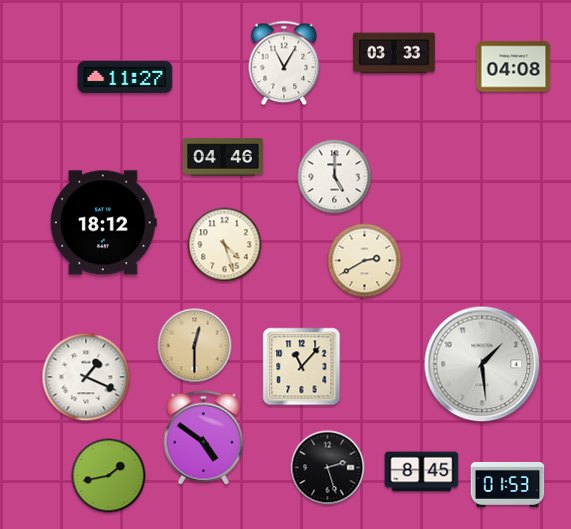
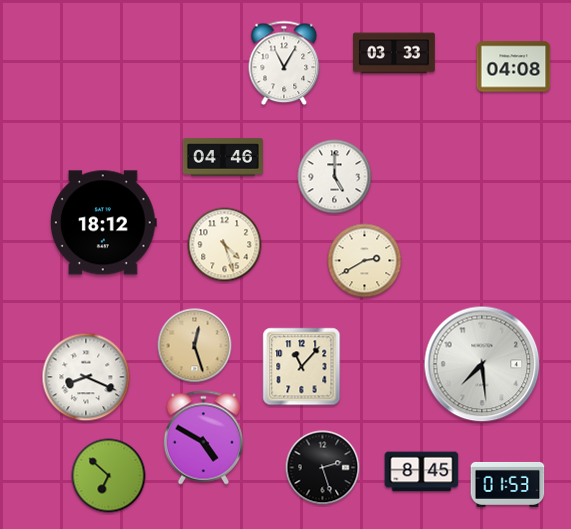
clock at (125, 77): 11:27 -> none
clock at (195, 346): 12:30 -> 12:27
clock at (482, 364): 1:29 -> 7:29
clock at (86, 377): 1:19 -> 8:19
clock at (203, 438): 4:51 -> 4:50
clock at (328, 468) position: (328, 468) -> (323, 468)
clock at (109, 476): 1:43 -> 6:52
